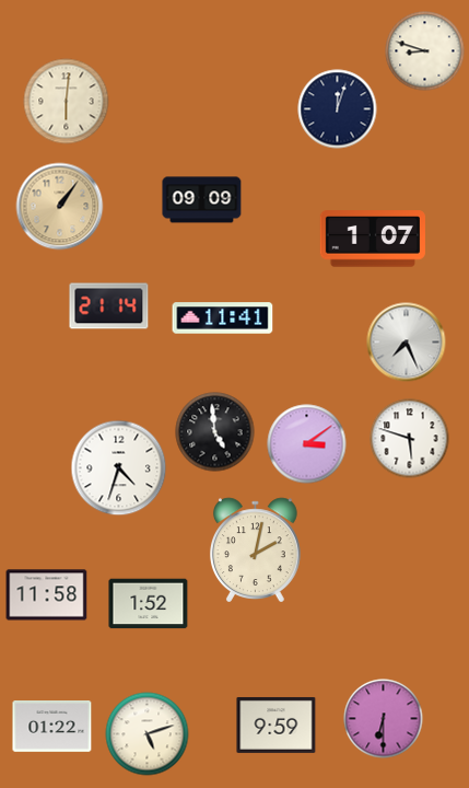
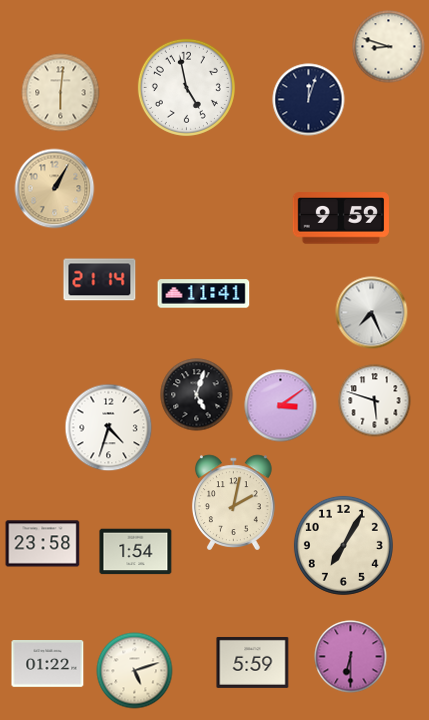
clock at (186, 87): none -> 4:58
clock at (202, 200): 09:09 -> none
clock at (60, 207): 1:06 -> 1:05
clock at (373, 239): 1:07 -> 9:59
clock at (223, 318) position: (223, 318) -> (204, 294)
clock at (215, 432): 4:59 -> 5:03
clock at (47, 595): 11:58 -> 23:58
clock at (343, 545): none -> 7:05
clock at (149, 604): 1:52 -> 1:54
clock at (277, 725): 9:59 -> 5:59
